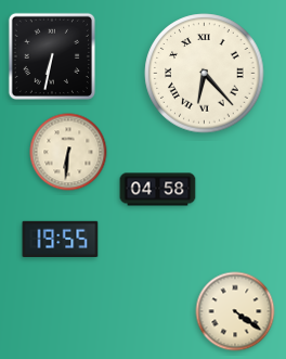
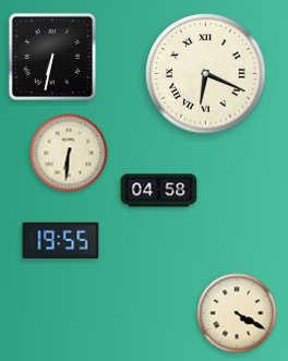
clock at (205, 74): 6:23 -> 6:19
clock at (235, 311): 4:21 -> 4:20
